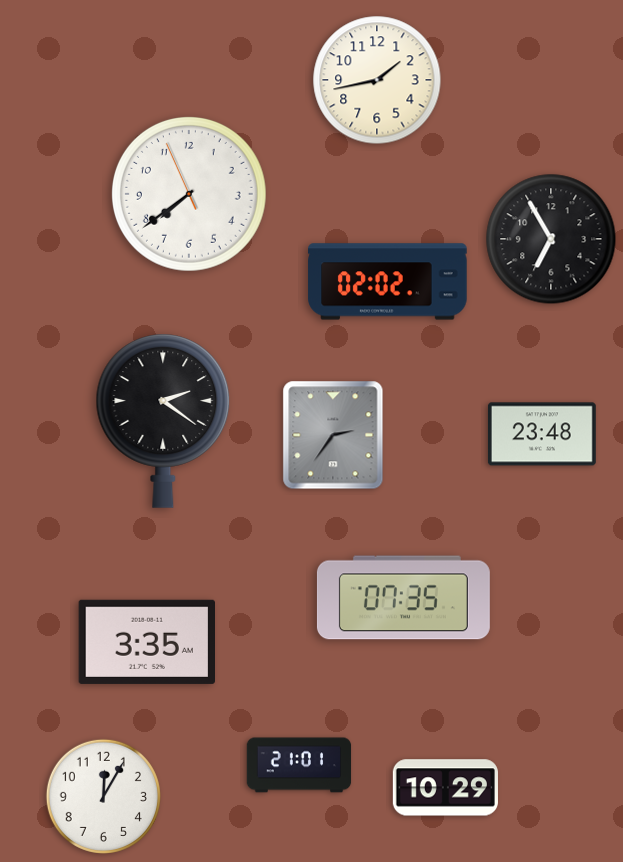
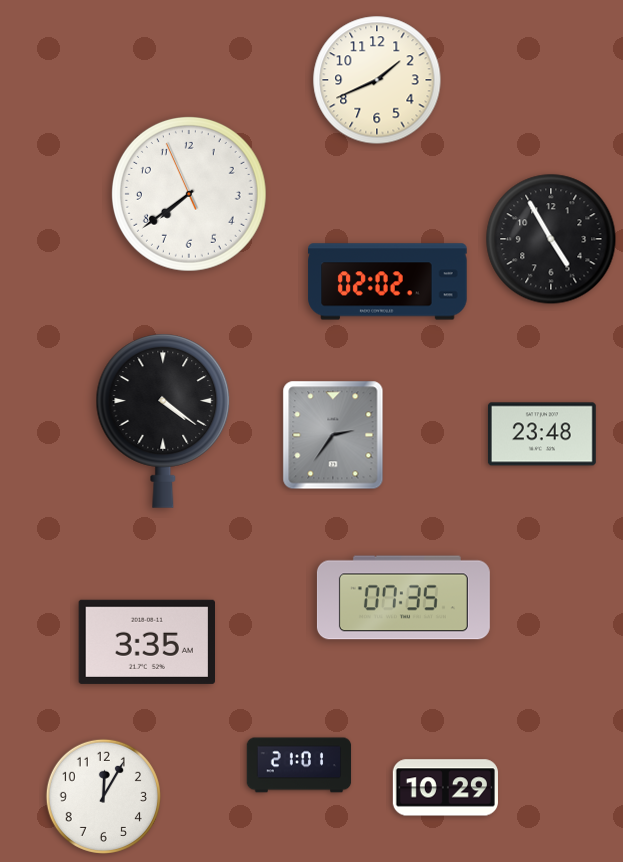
clock at (377, 80): 1:43 -> 1:41
clock at (551, 239): 6:55 -> 4:55
clock at (163, 421): 2:21 -> 4:21
